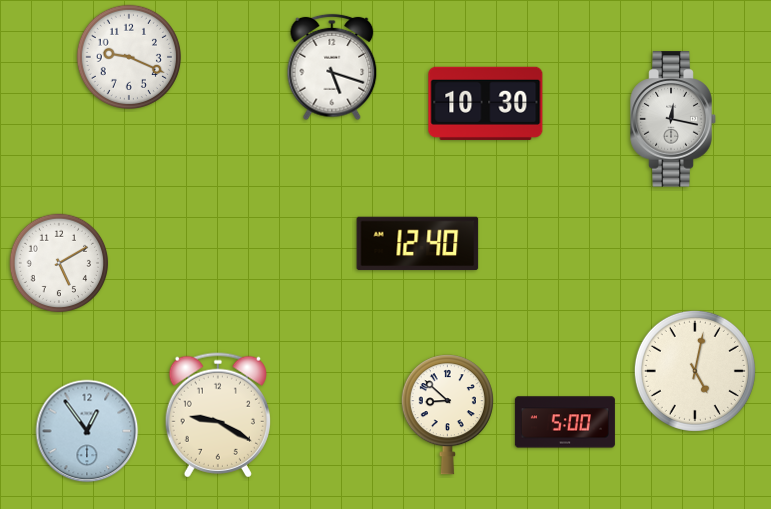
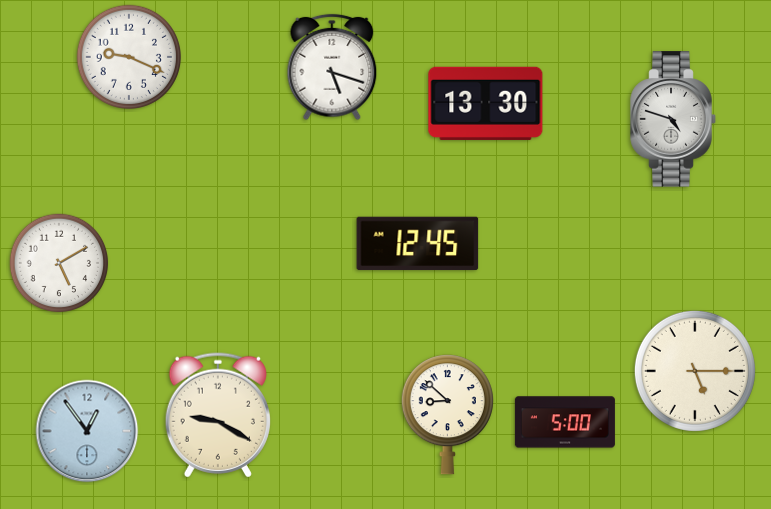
clock at (486, 103): 10:30 -> 13:30
clock at (673, 119): 12:17 -> 4:48
clock at (418, 244): 12:40 -> 12:45
clock at (695, 371): 5:02 -> 5:15
